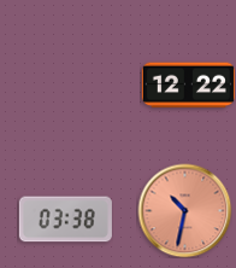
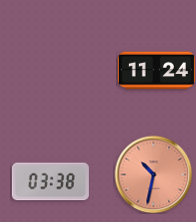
clock at (188, 86): 12:22 -> 11:24
clock at (65, 220) position: (65, 220) -> (50, 182)
